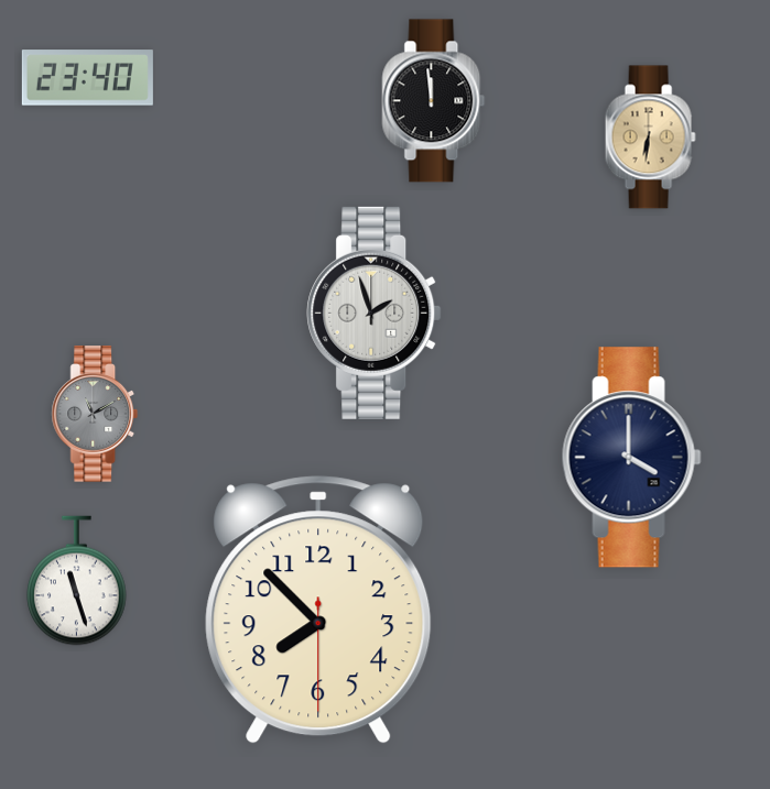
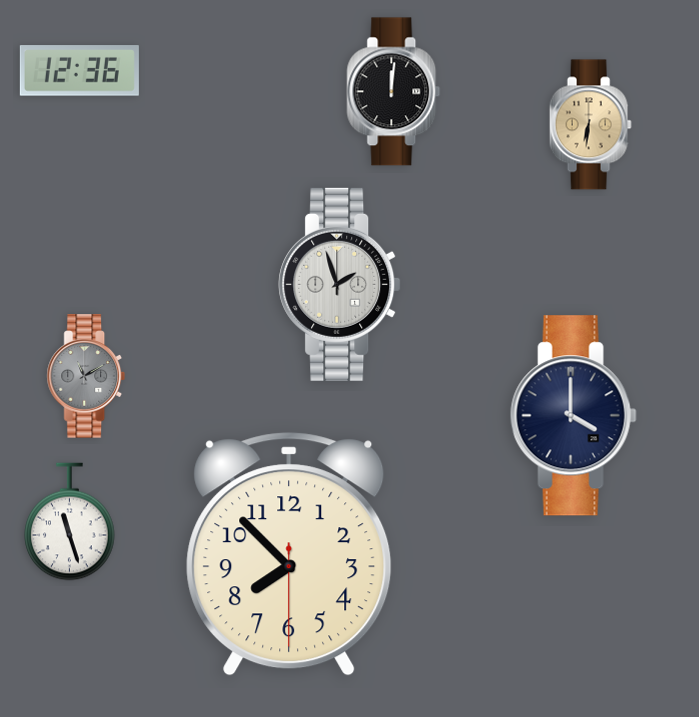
clock at (87, 78): 23:40 -> 12:36
clock at (434, 101): 11:59 -> 12:01
clock at (77, 581) position: (77, 581) -> (70, 522)
